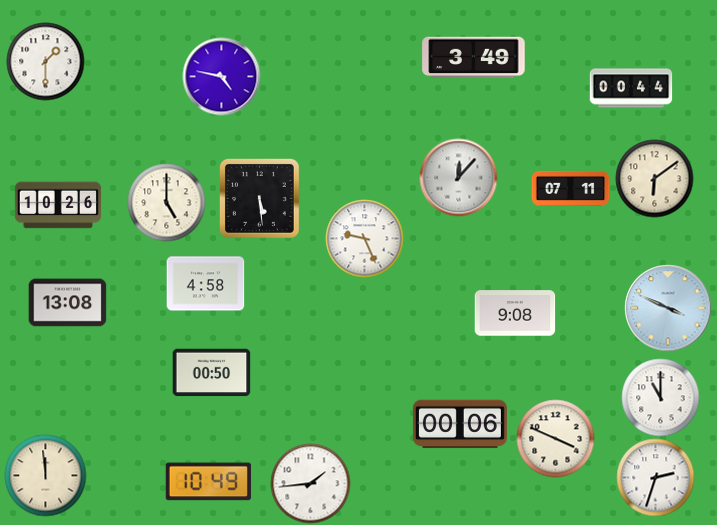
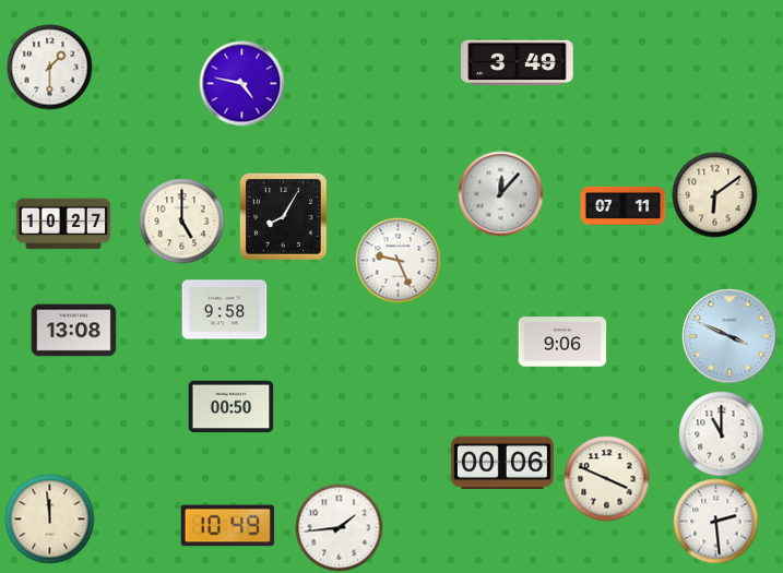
clock at (631, 88): 00:44 -> none
clock at (259, 198): 5:29 -> 8:05
clock at (58, 205): 10:26 -> 10:27
clock at (205, 284): 4:58 -> 9:58
clock at (515, 313): 9:08 -> 9:06
clock at (655, 477): 2:33 -> 2:29
